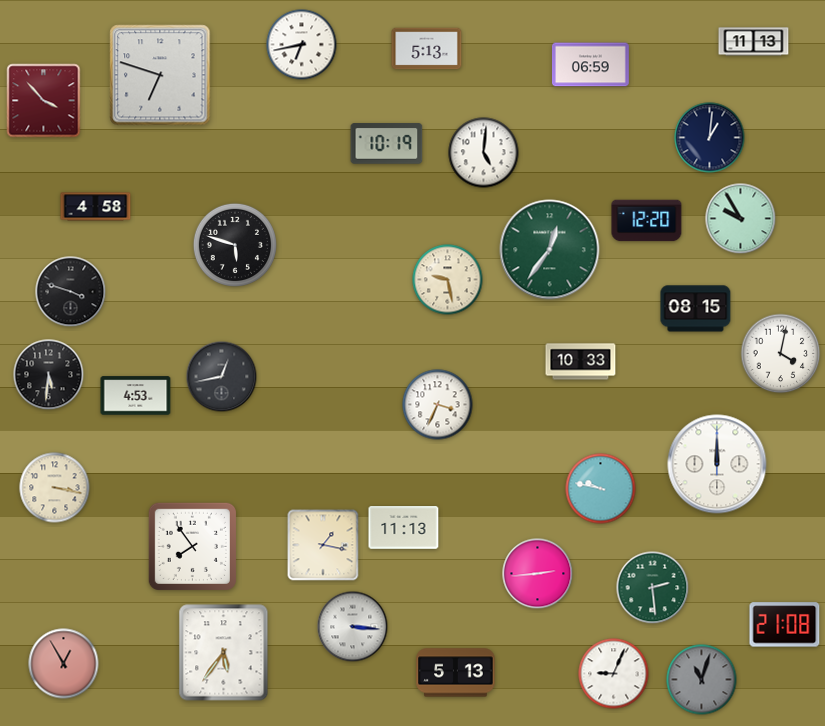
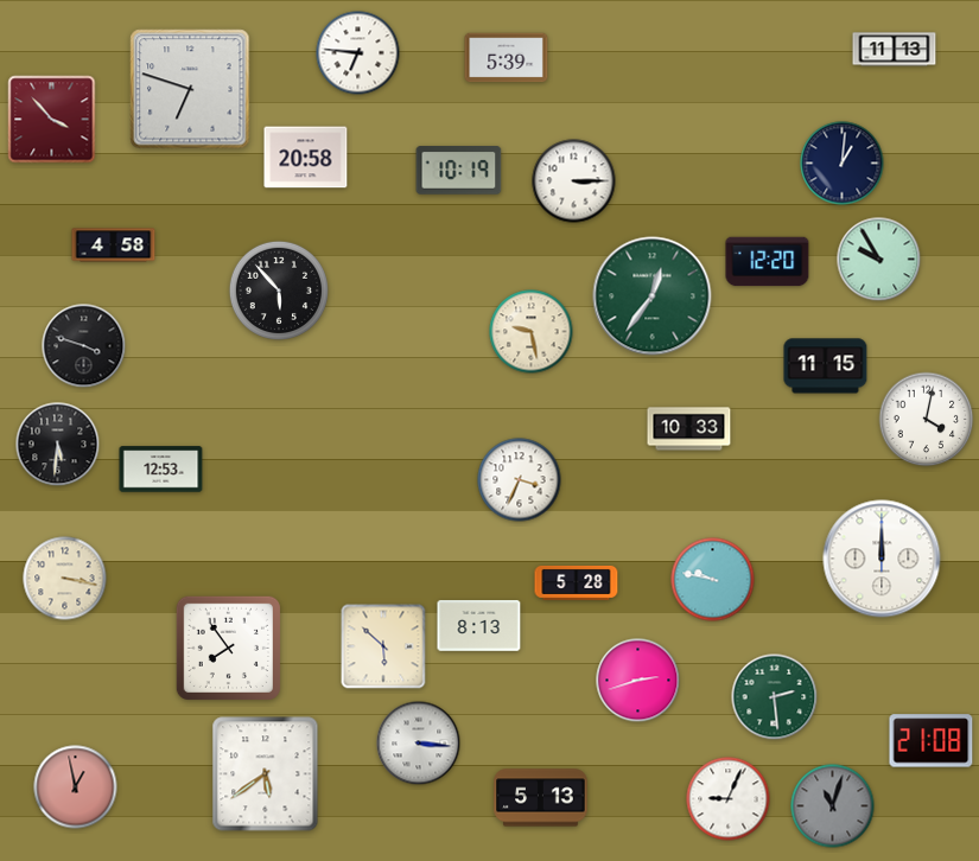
clock at (302, 45): 6:43 -> 6:46
clock at (427, 49): 5:13 -> 5:39
clock at (591, 65): 06:59 -> none
clock at (306, 158): none -> 20:58
clock at (484, 153): 5:01 -> 3:15
clock at (235, 245): 5:48 -> 5:53
clock at (696, 309): 08:15 -> 11:15
clock at (222, 377): 12:43 -> none
clock at (136, 396): 4:53 -> 12:53
clock at (717, 464) position: (717, 464) -> (882, 559)
clock at (577, 582): none -> 5:28
clock at (404, 528): 11:13 -> 8:13
clock at (323, 545): 1:17 -> 5:52
clock at (538, 574): 2:44 -> 2:42
clock at (224, 653): 5:36 -> 5:39
clock at (64, 664): 12:55 -> 12:58
